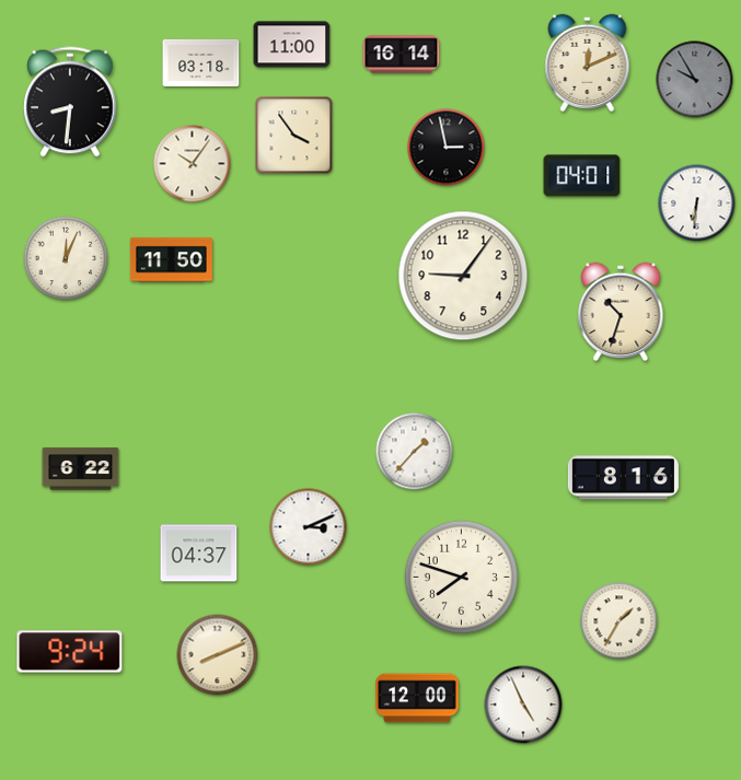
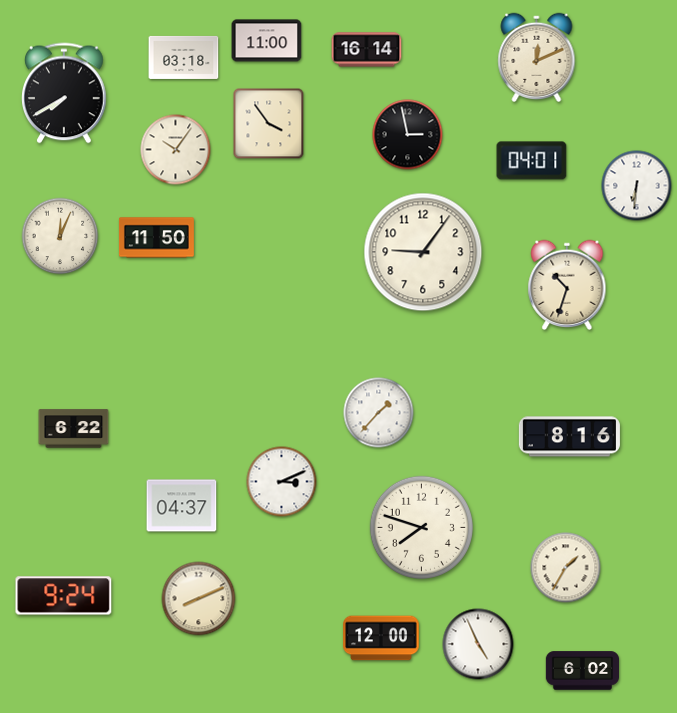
clock at (695, 80): 9:55 -> none
clock at (70, 102): 8:31 -> 7:40
clock at (583, 671): none -> 6:02
